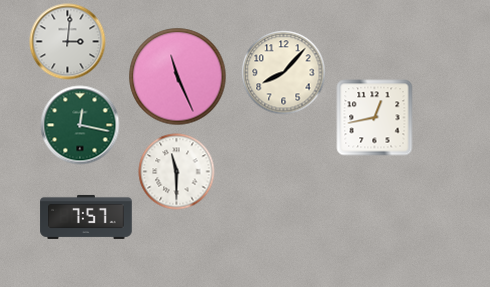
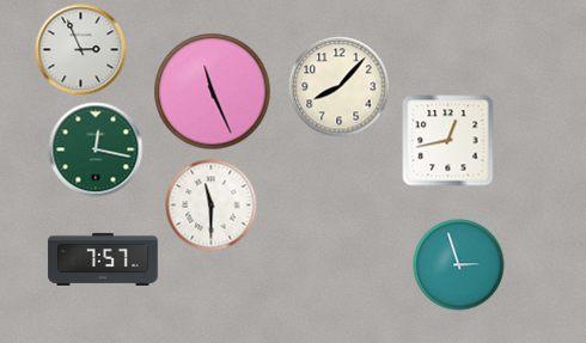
clock at (68, 42): 3:01 -> 2:56
clock at (459, 265): none -> 2:57
